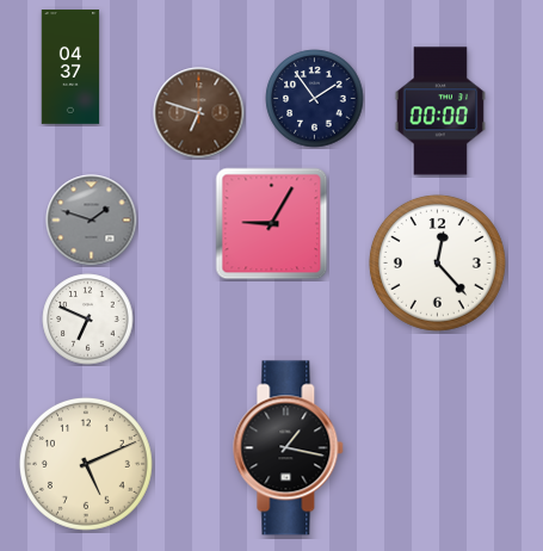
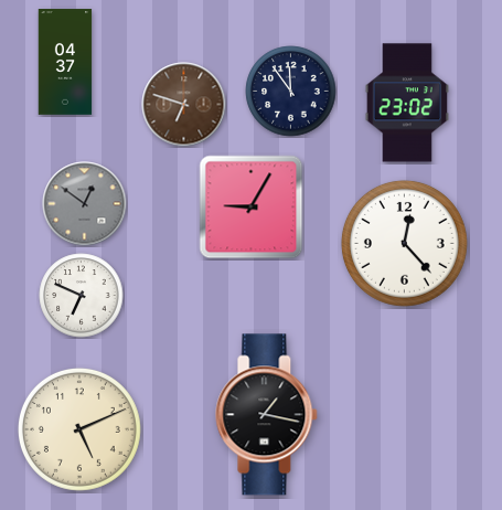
clock at (315, 99): 1:54 -> 11:54
clock at (440, 111): 00:00 -> 23:02
clock at (92, 221): 1:48 -> 12:51
